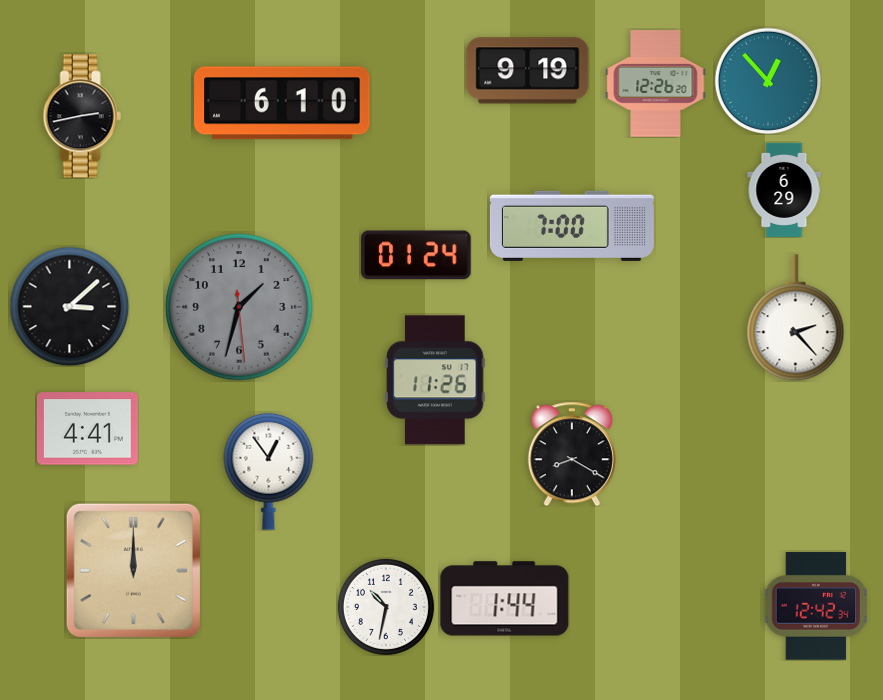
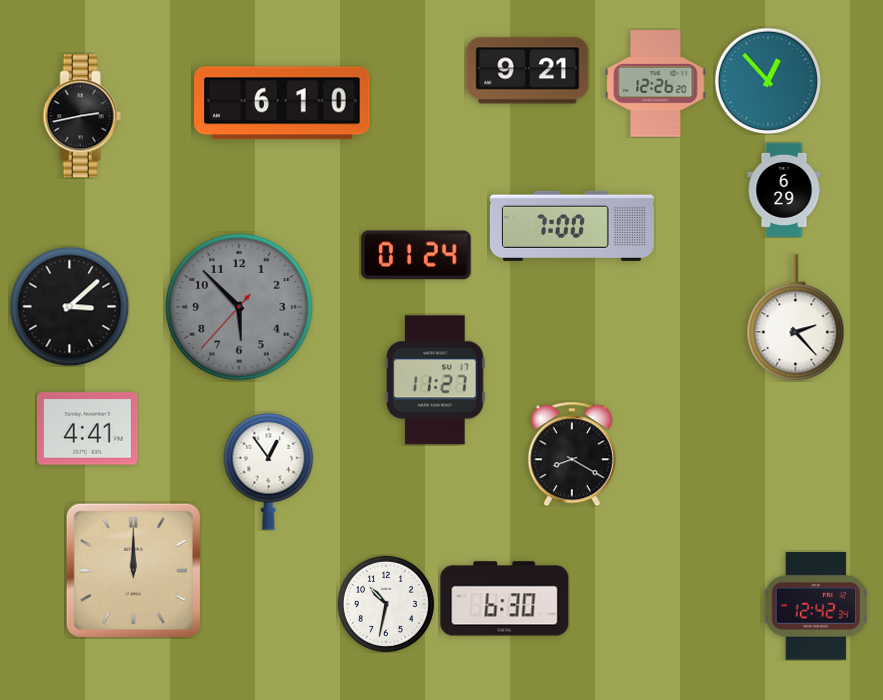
clock at (528, 71): 9:19 -> 9:21
clock at (239, 307): 1:32 -> 5:52
clock at (435, 380): 11:26 -> 11:27
clock at (505, 599): 1:44 -> 6:30
clock at (386, 607) position: (386, 607) -> (386, 604)
